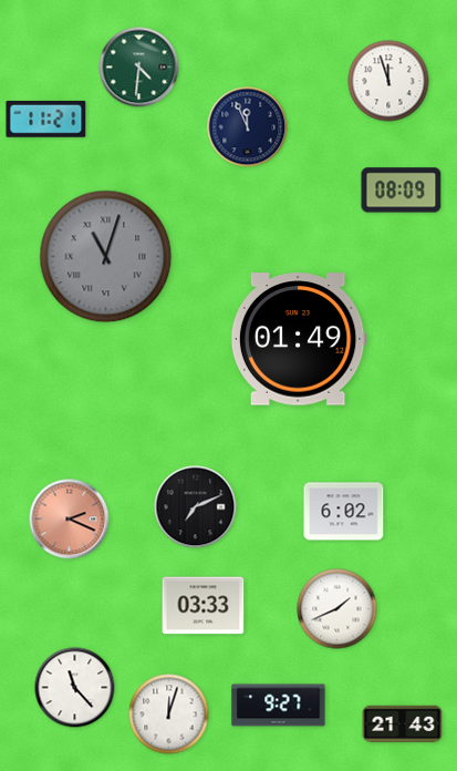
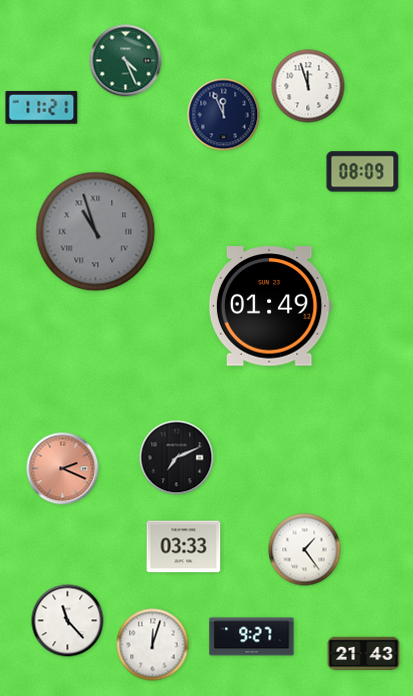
clock at (139, 68): 4:31 -> 4:26
clock at (388, 81) position: (388, 81) -> (308, 86)
clock at (106, 257): 11:03 -> 10:57
clock at (344, 512): 6:02 -> none
clock at (337, 609): 1:41 -> 1:24
